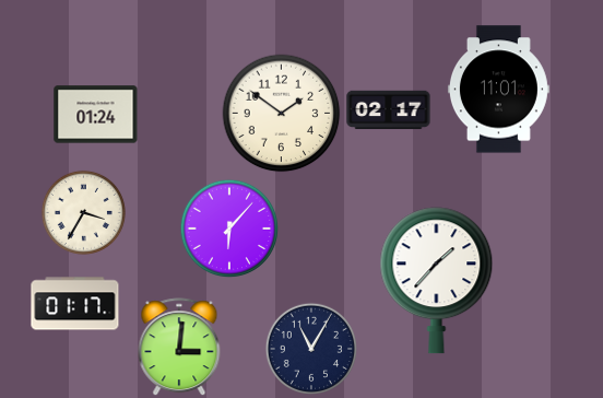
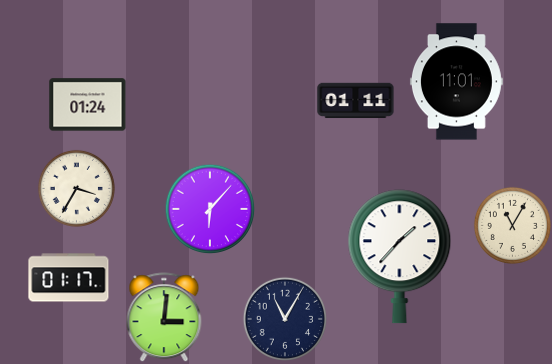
clock at (389, 110): 02:17 -> 01:11
clock at (282, 114): 1:51 -> none
clock at (83, 212) position: (83, 212) -> (76, 188)
clock at (512, 225): none -> 11:05
